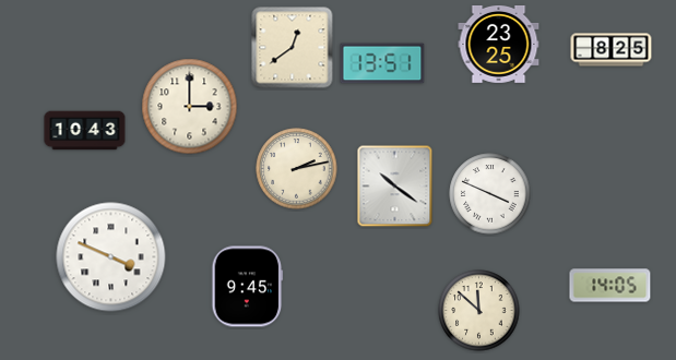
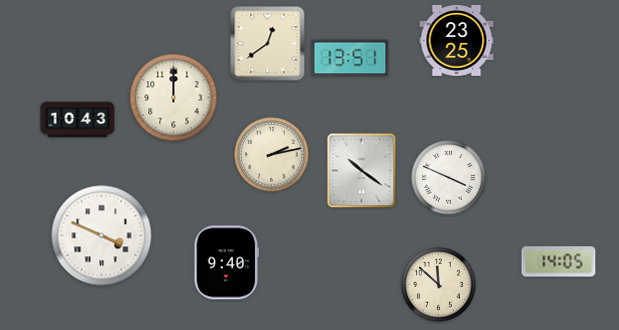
clock at (612, 50): 8:25 -> none
clock at (190, 107): 3:00 -> 12:00
clock at (248, 287): 9:45 -> 9:40
